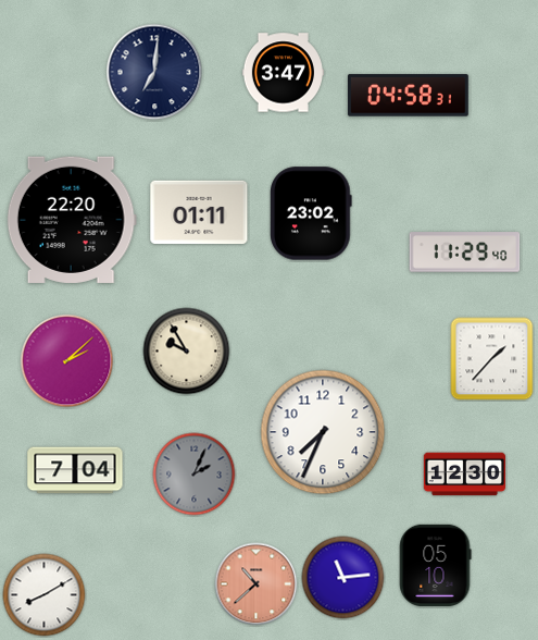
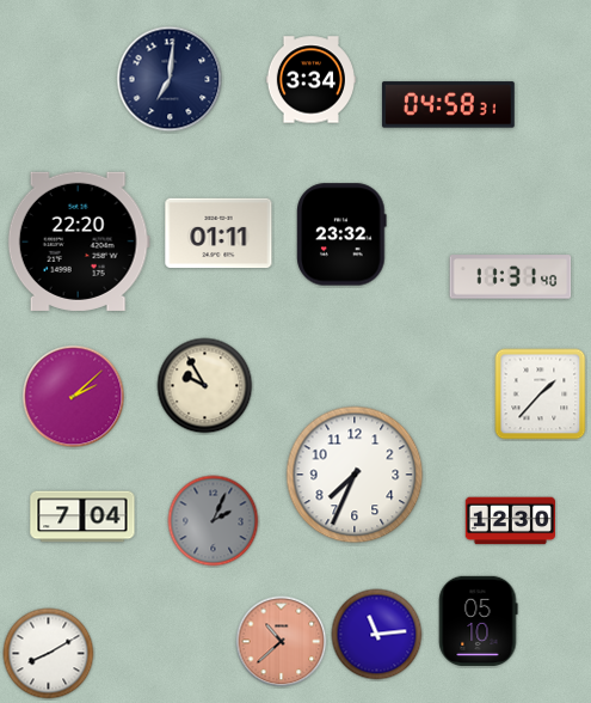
clock at (283, 73): 3:47 -> 3:34
clock at (311, 213): 23:02 -> 23:32
clock at (465, 253): 11:29 -> 11:31
